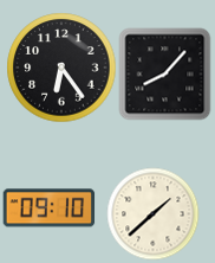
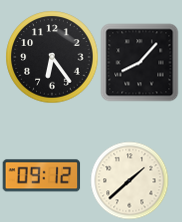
clock at (48, 209): 09:10 -> 09:12
